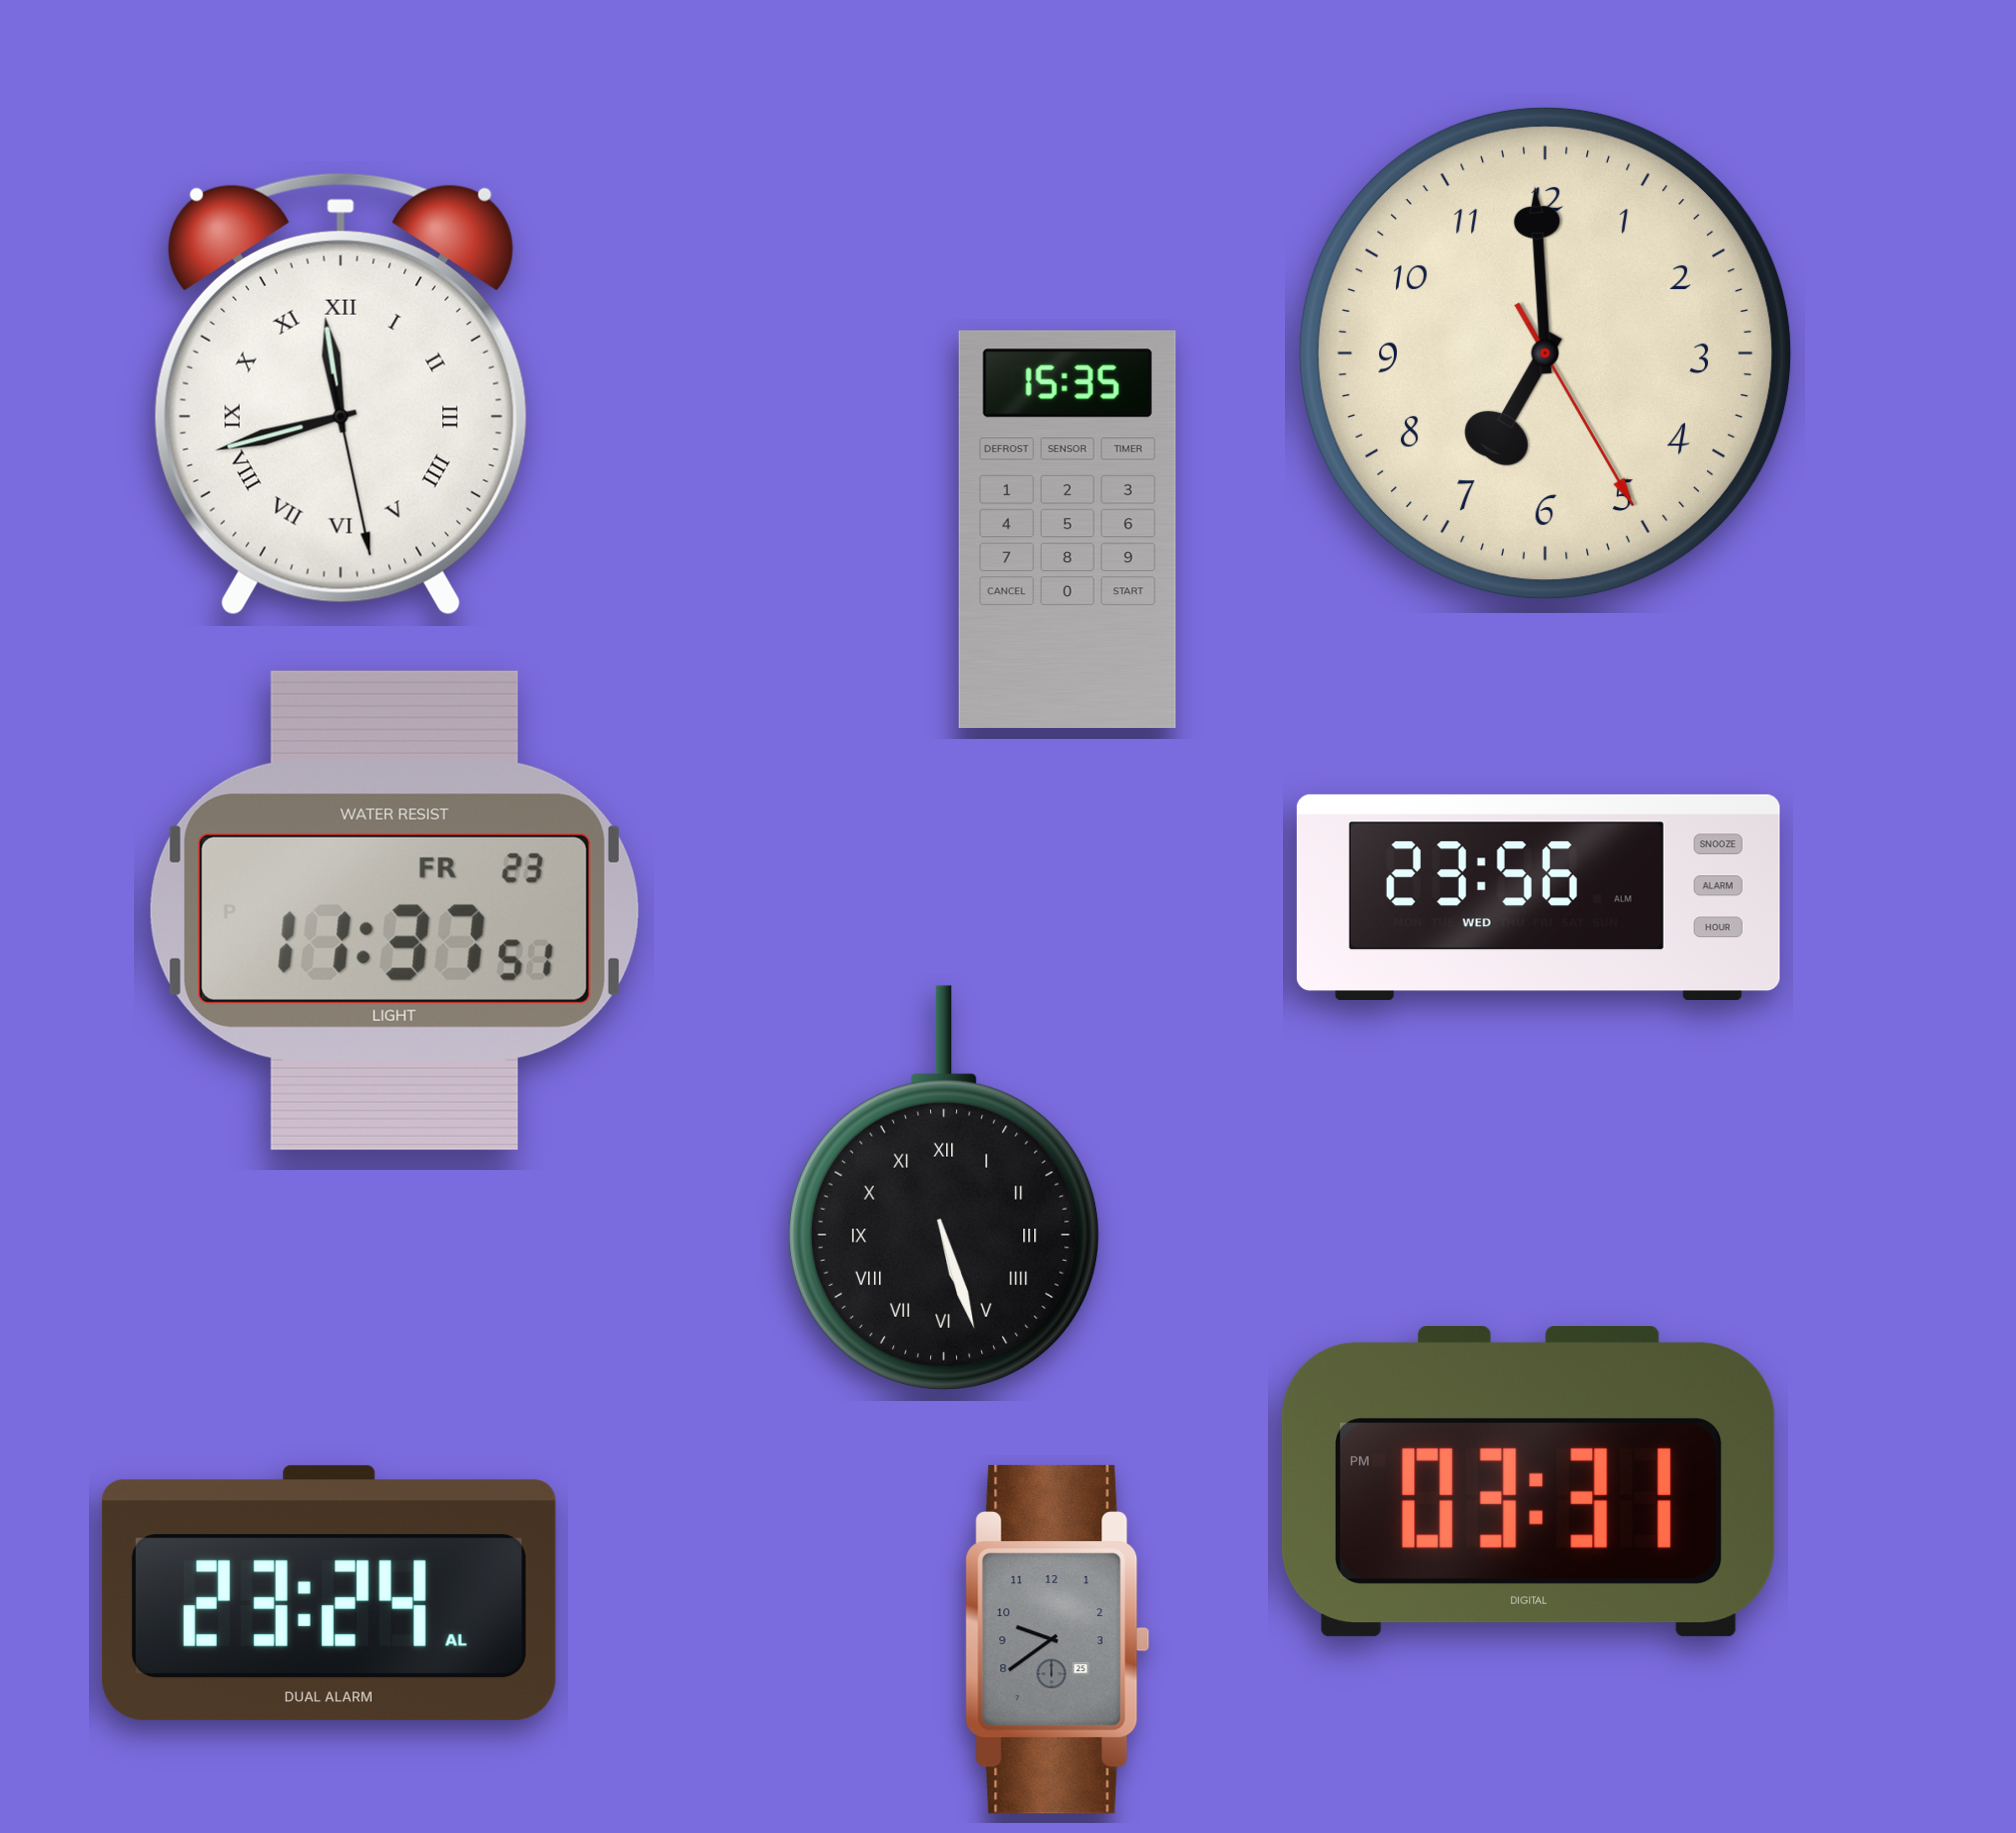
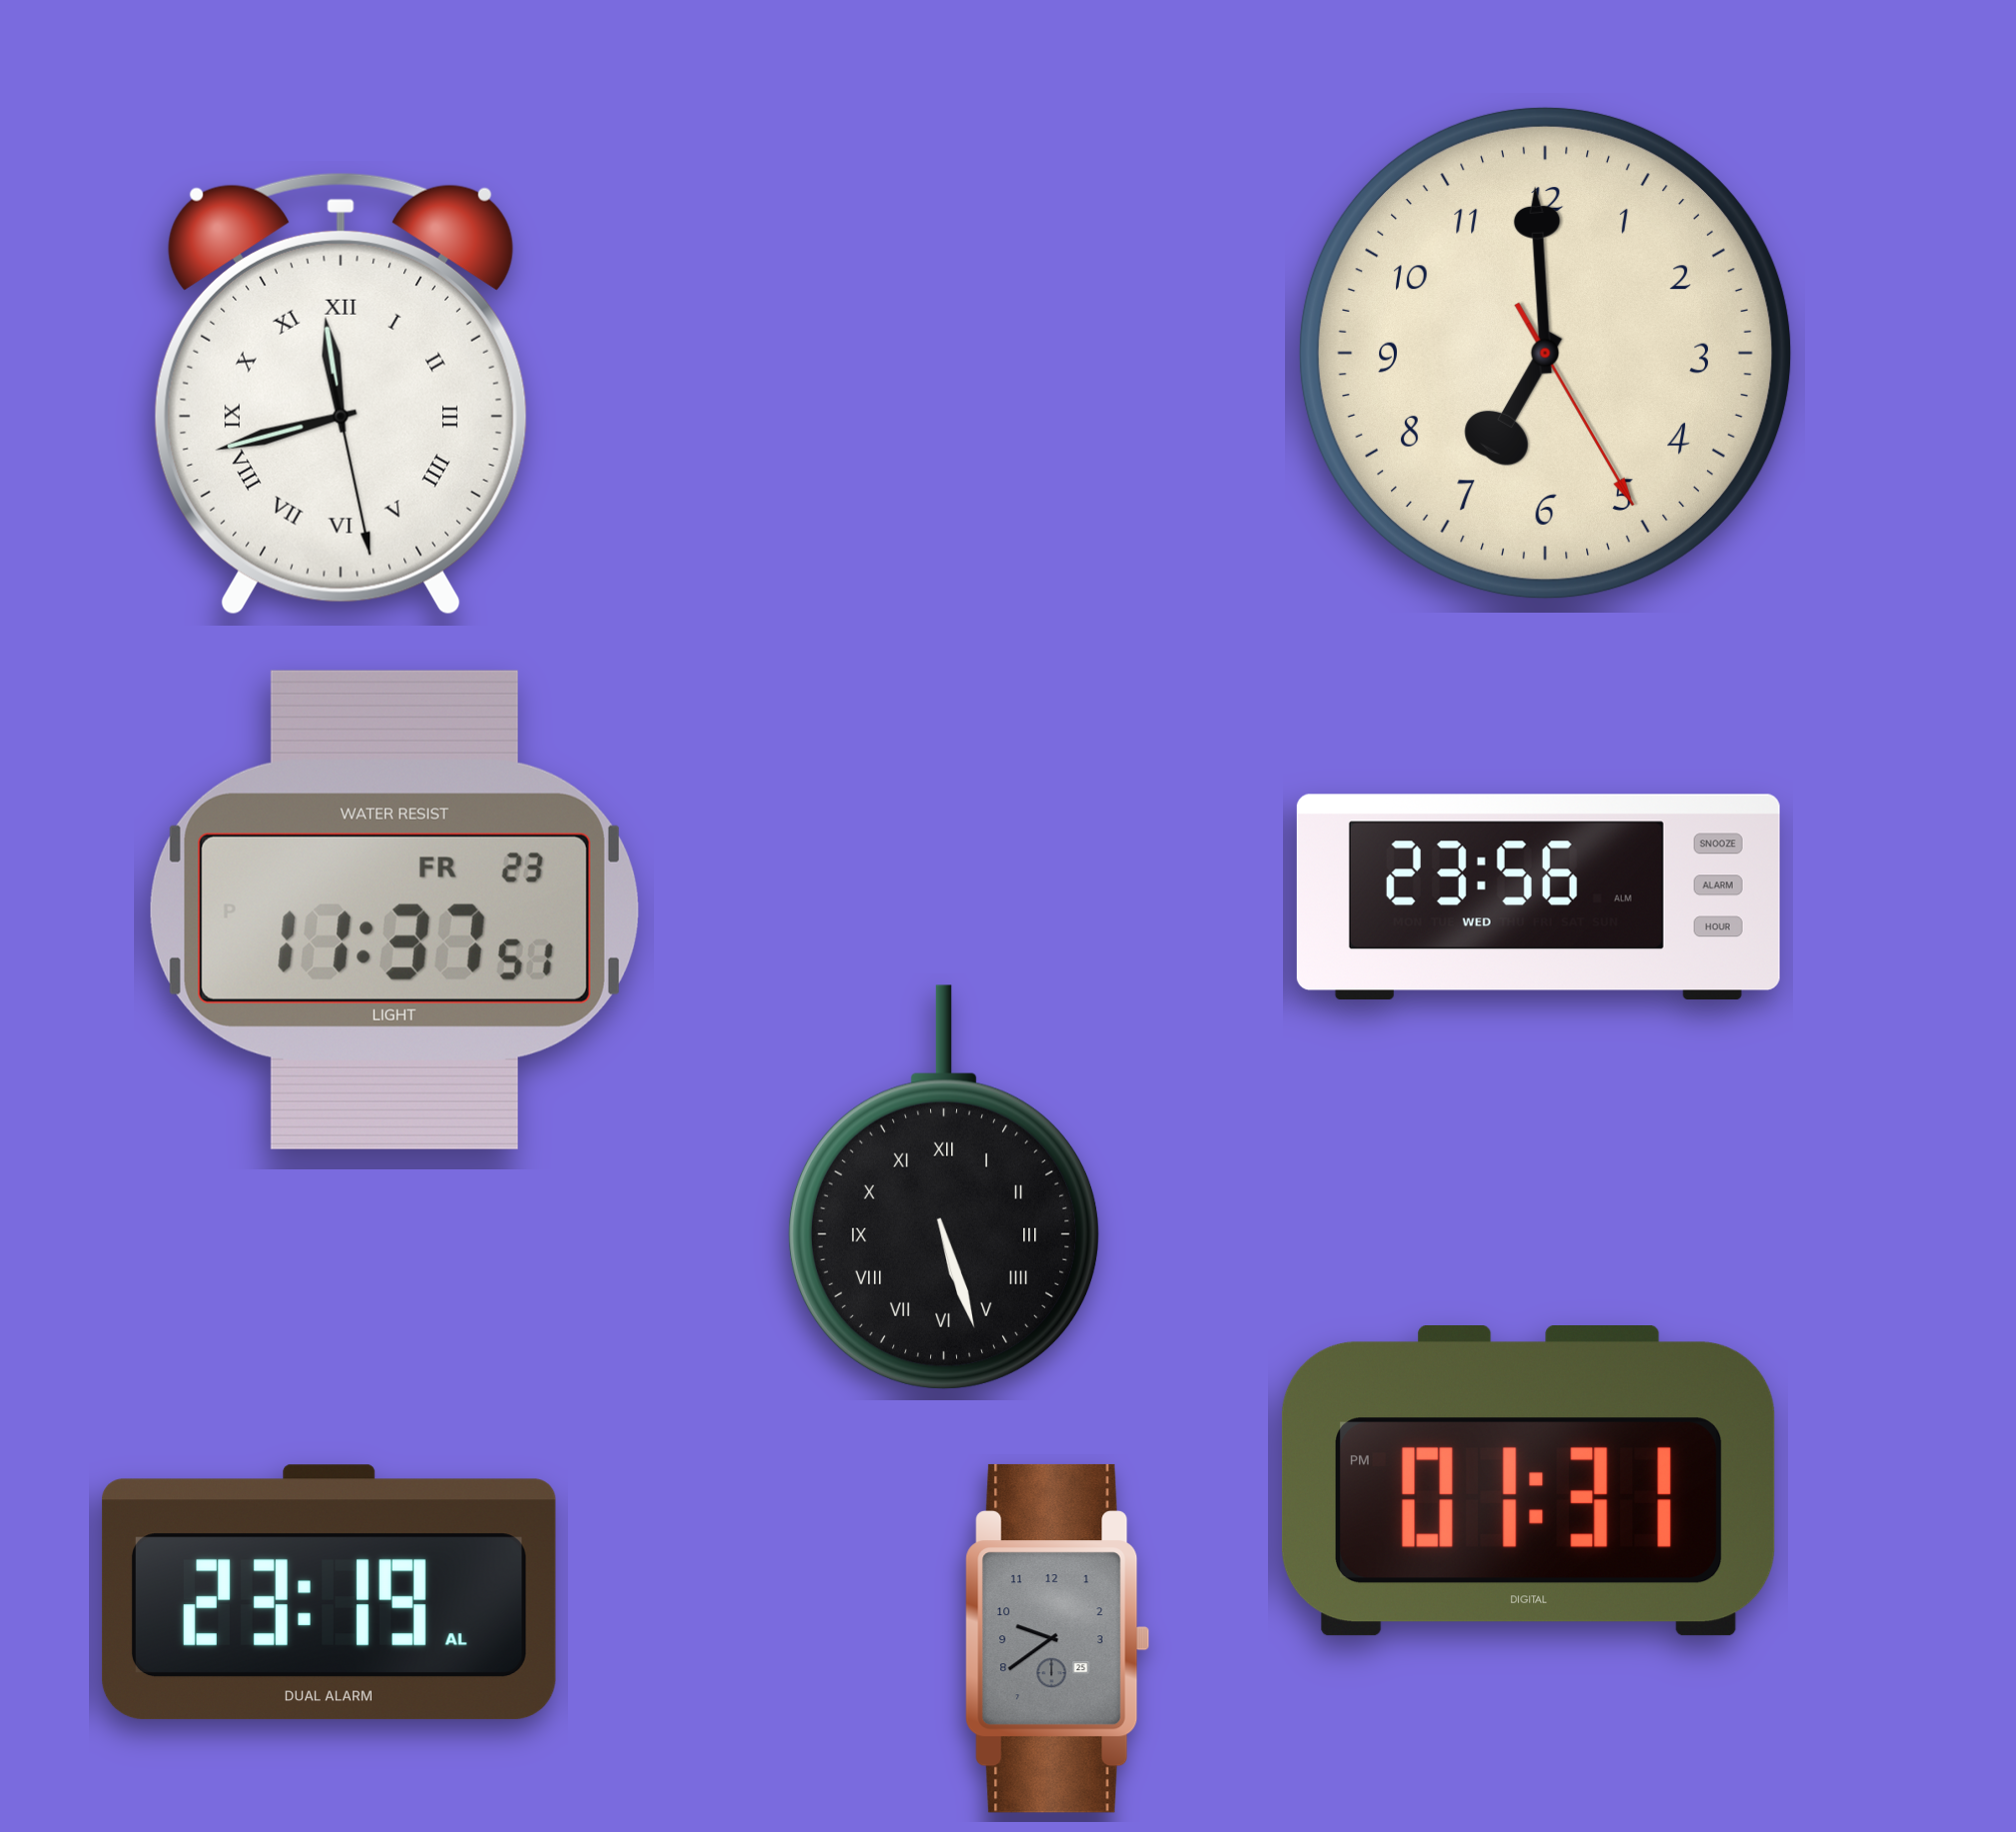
clock at (1067, 529): 15:35 -> none
clock at (1528, 1482): 03:31 -> 01:31
clock at (329, 1593): 23:24 -> 23:19
